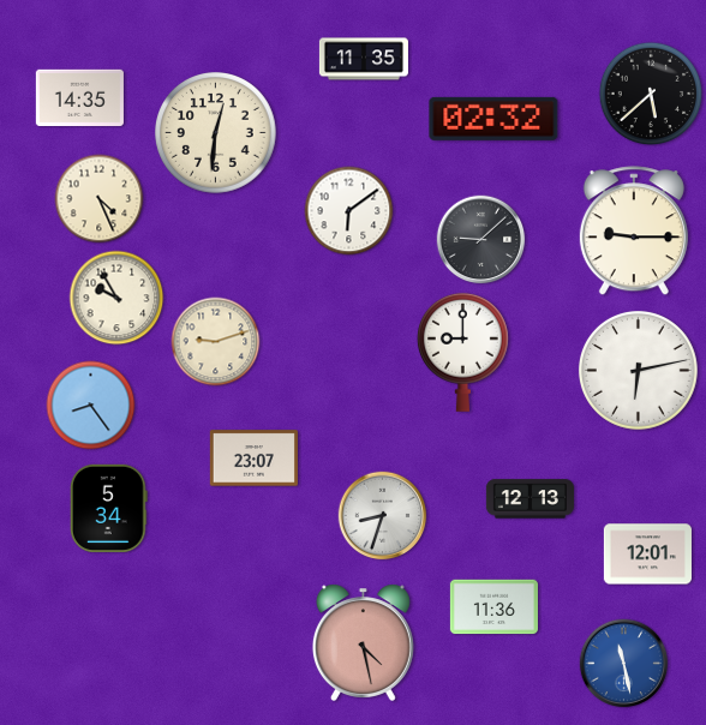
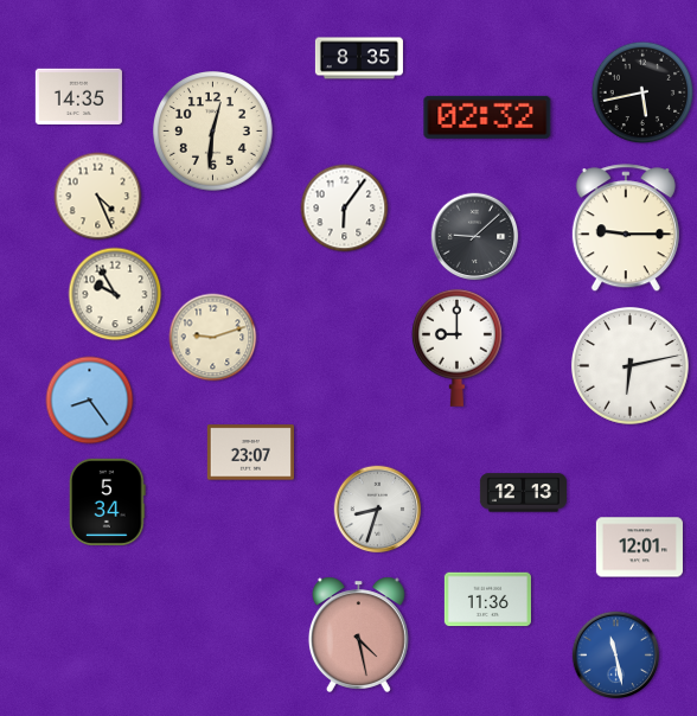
clock at (364, 59): 11:35 -> 8:35
clock at (651, 94): 5:38 -> 5:43
clock at (349, 211): 6:09 -> 6:06
